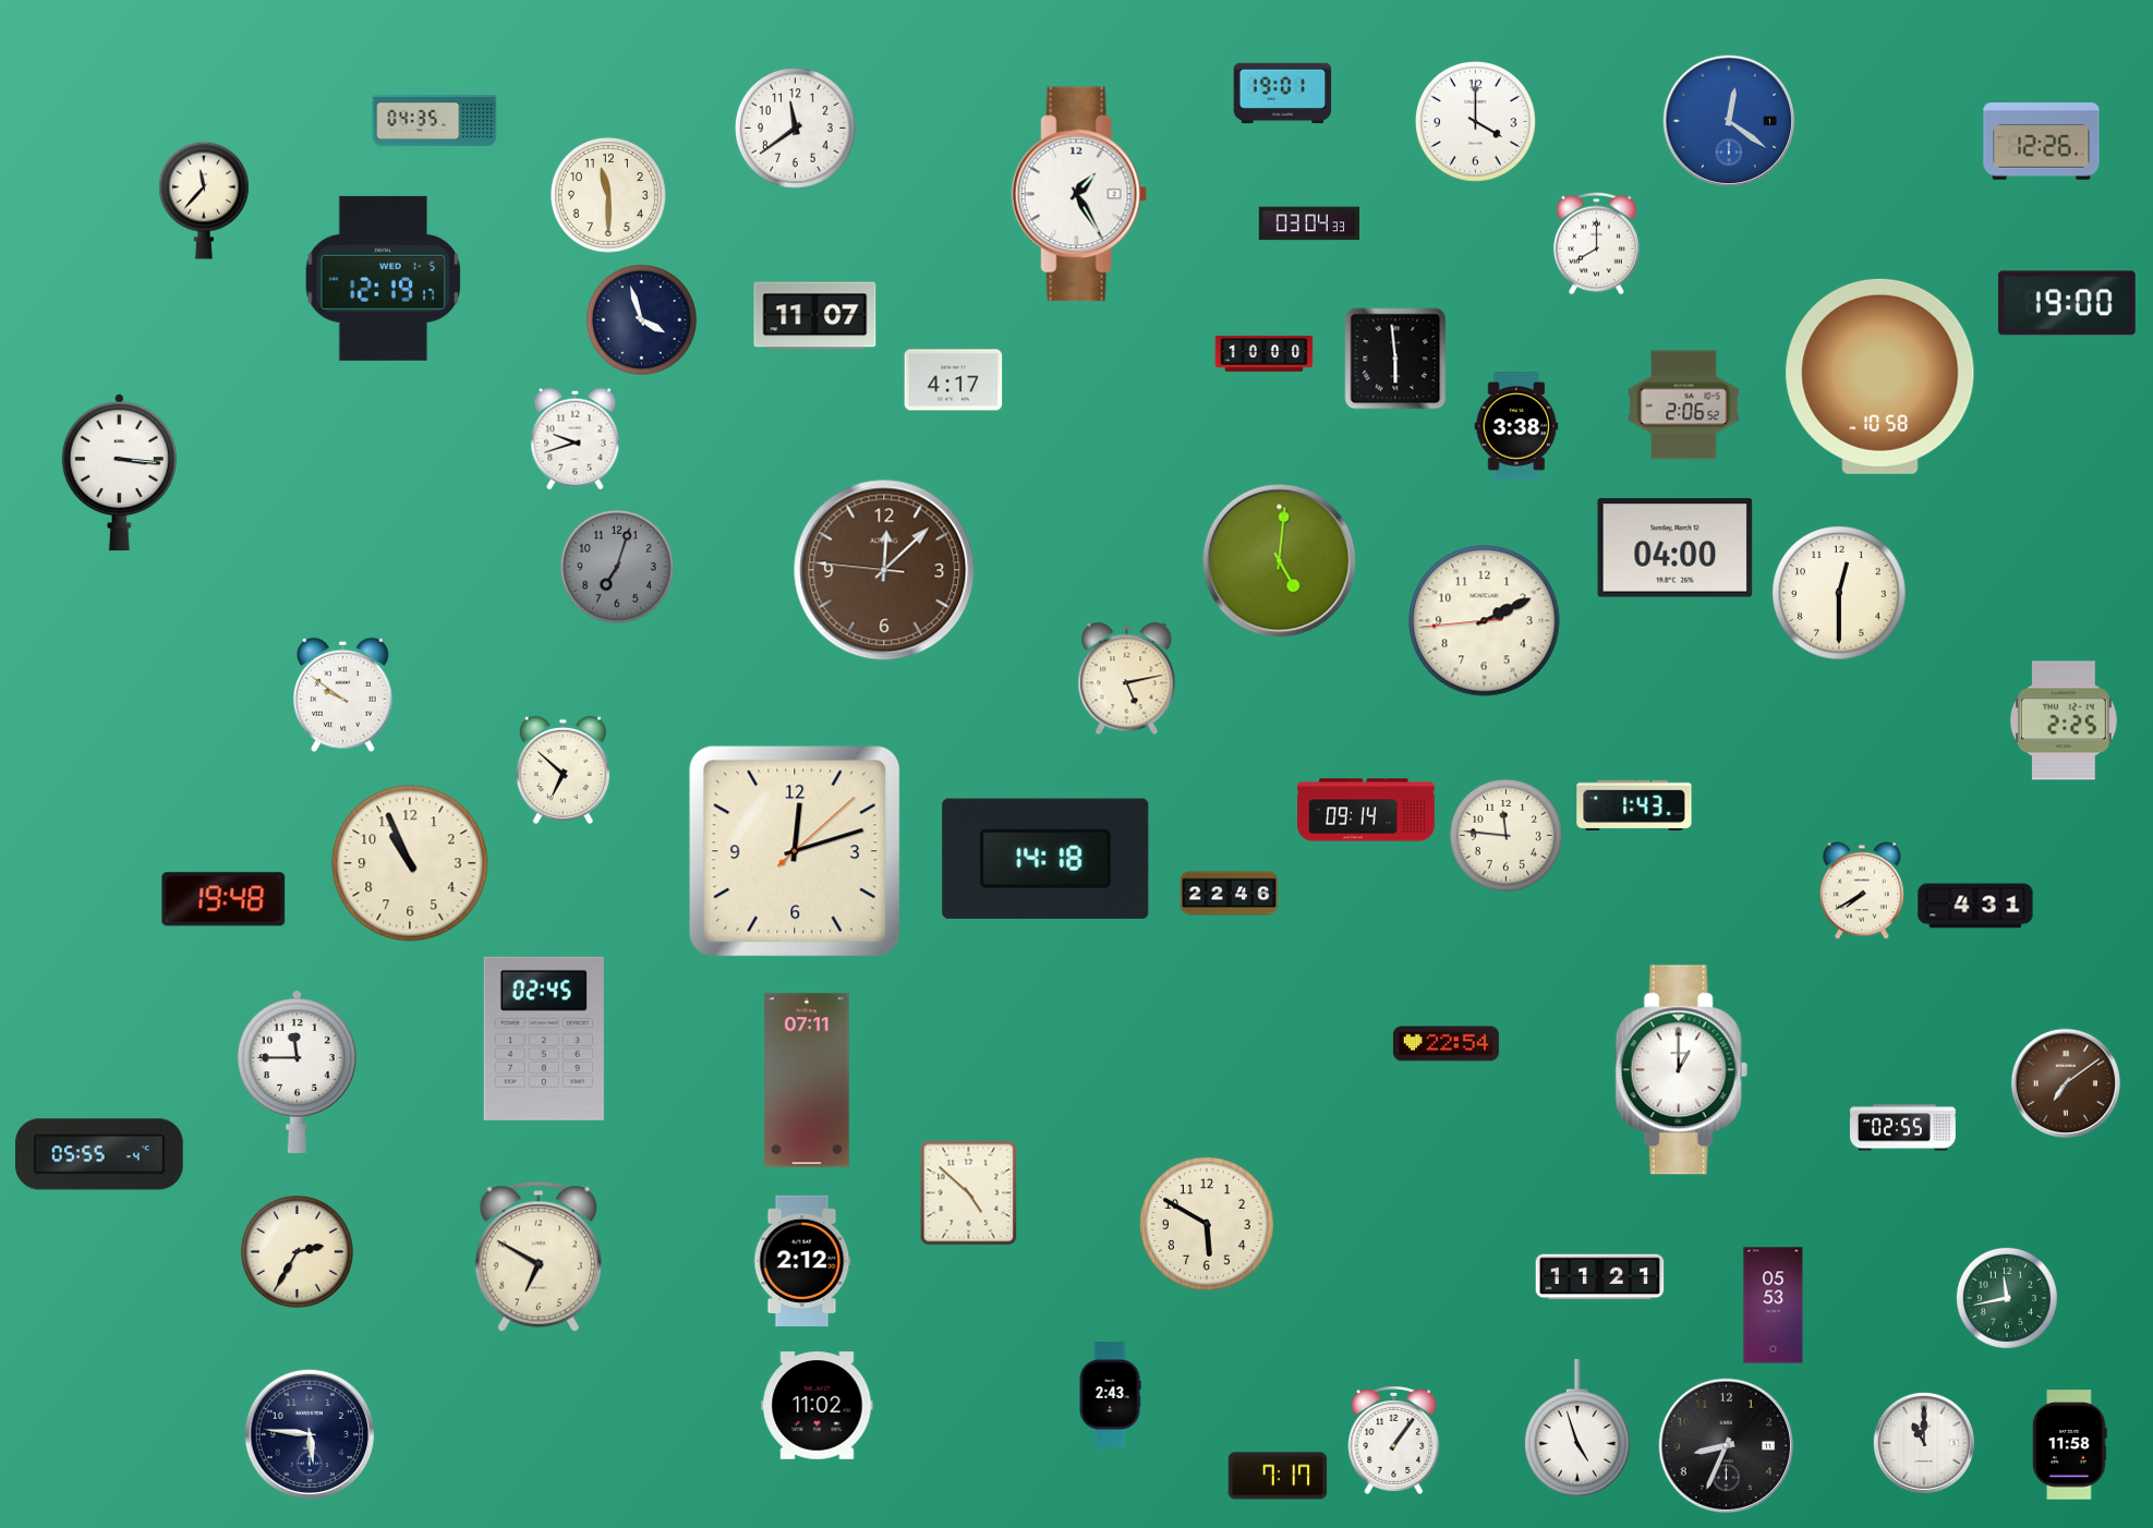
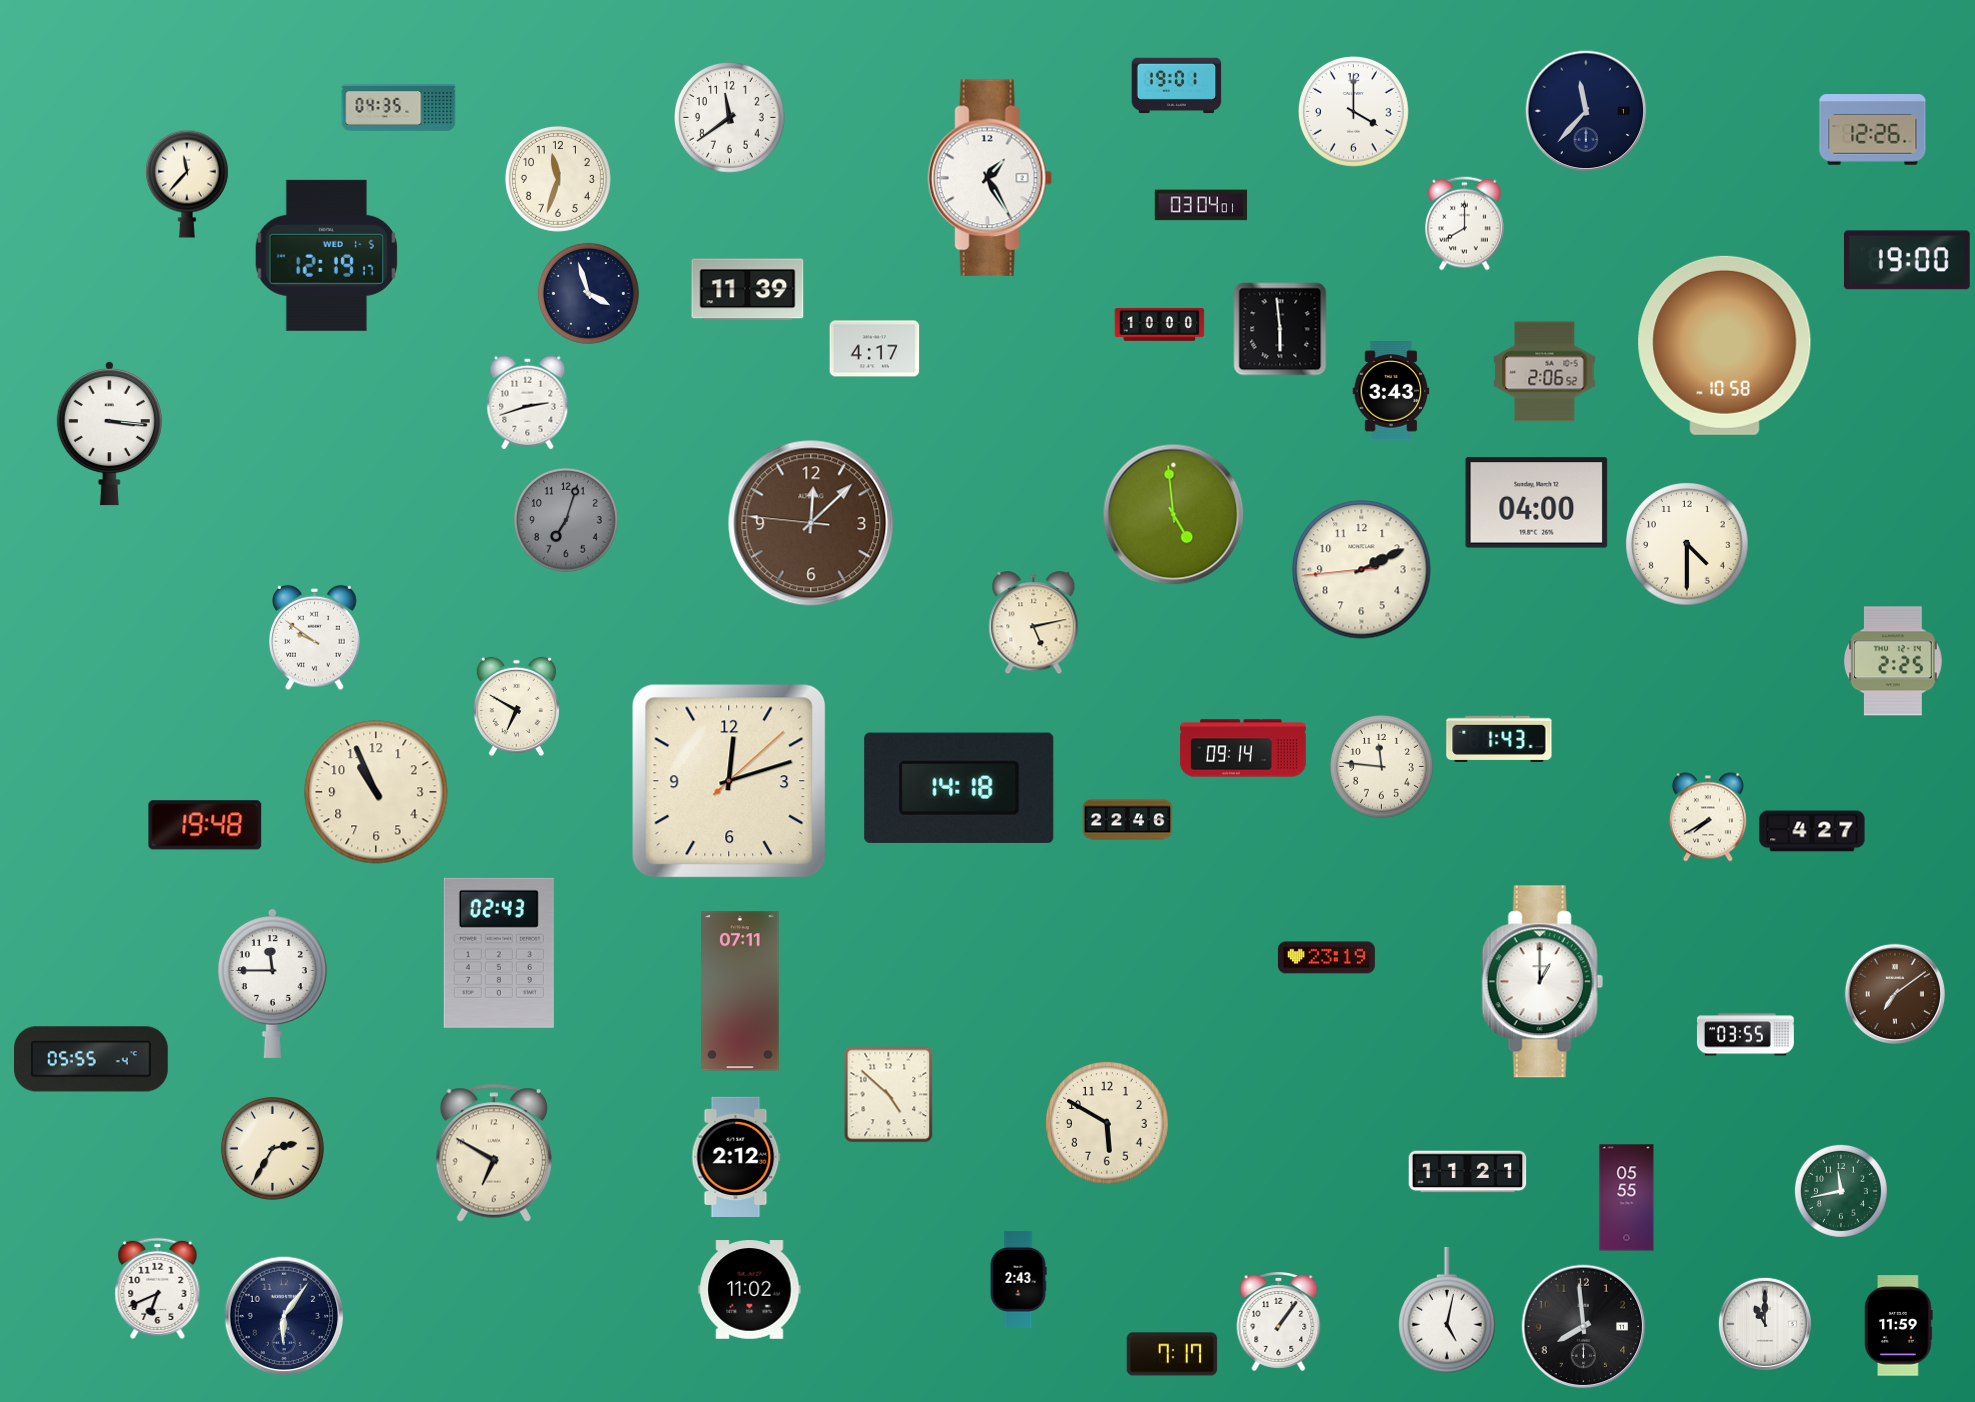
clock at (435, 121) position: (435, 121) -> (399, 108)
clock at (1729, 121): 12:21 -> 11:37
clock at (1729, 121) dial: blue -> navy
clock at (608, 195): 11:30 -> 11:33
clock at (1309, 223): 03:04:33 -> 03:04:01
clock at (383, 278) position: (383, 278) -> (326, 255)
clock at (2067, 303) position: (2067, 303) -> (1907, 260)
clock at (815, 316): 11:07 -> 11:39
clock at (1516, 426): 3:38 -> 3:43
clock at (576, 439): 9:42 -> 2:42
clock at (1280, 561): 5:01 -> 4:59
clock at (1839, 593): 12:30 -> 4:30
clock at (563, 771): 6:52 -> 6:50
clock at (1366, 810) position: (1366, 810) -> (1243, 748)
clock at (1975, 906): 4:31 -> 4:27
clock at (544, 1039): 02:45 -> 02:43
clock at (1446, 1044): 22:54 -> 23:19
clock at (1902, 1128): 02:55 -> 03:55
clock at (1774, 1306): 05:53 -> 05:55
clock at (158, 1288): none -> 6:41
clock at (1579, 1428): 4:57 -> 5:02
clock at (310, 1434): 5:46 -> 6:06
clock at (2070, 1445): 11:58 -> 11:59
clock at (1727, 1446): 8:34 -> 7:59
